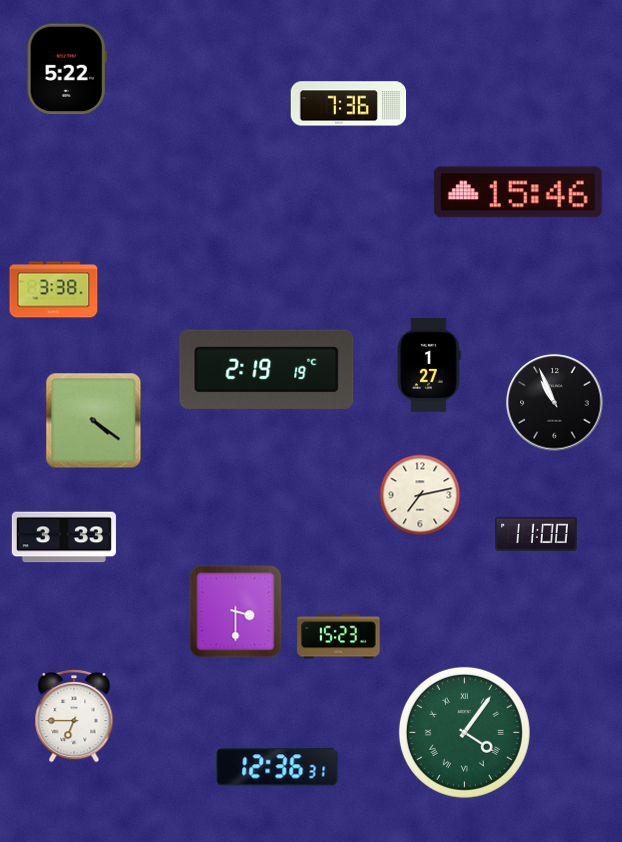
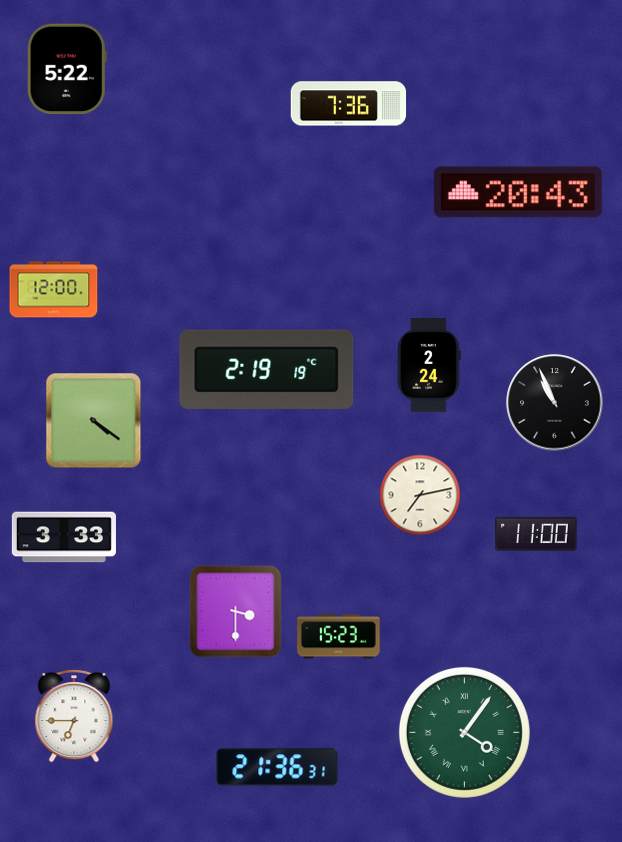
clock at (518, 192): 15:46 -> 20:43
clock at (54, 290): 3:38 -> 12:00
clock at (429, 365): 1:27 -> 2:24
clock at (277, 767): 12:36 -> 21:36
